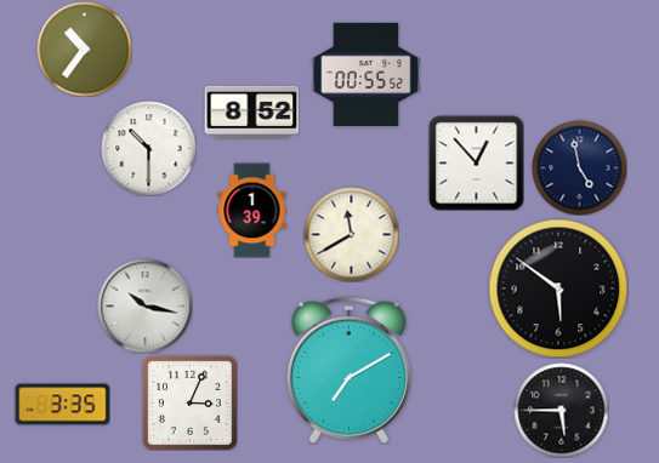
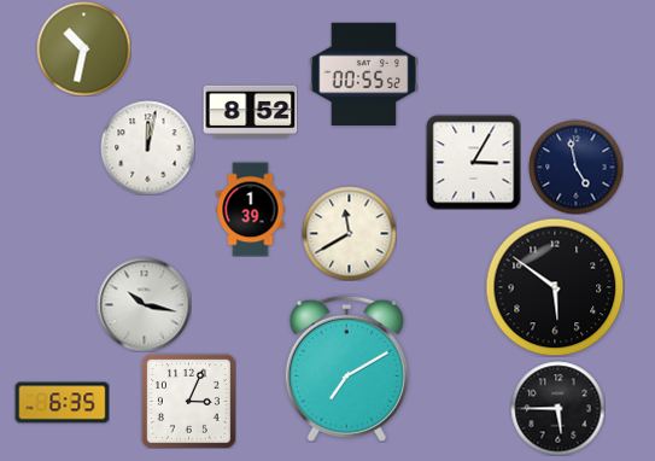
clock at (84, 48): 10:36 -> 10:32
clock at (148, 148): 10:30 -> 12:02
clock at (476, 162): 12:53 -> 3:05
clock at (62, 405): 3:35 -> 6:35
